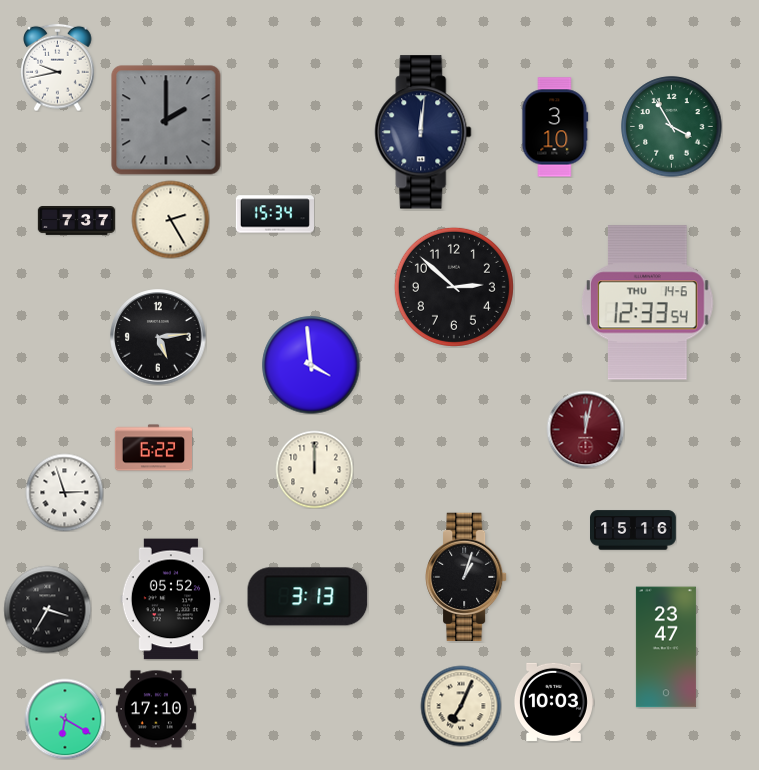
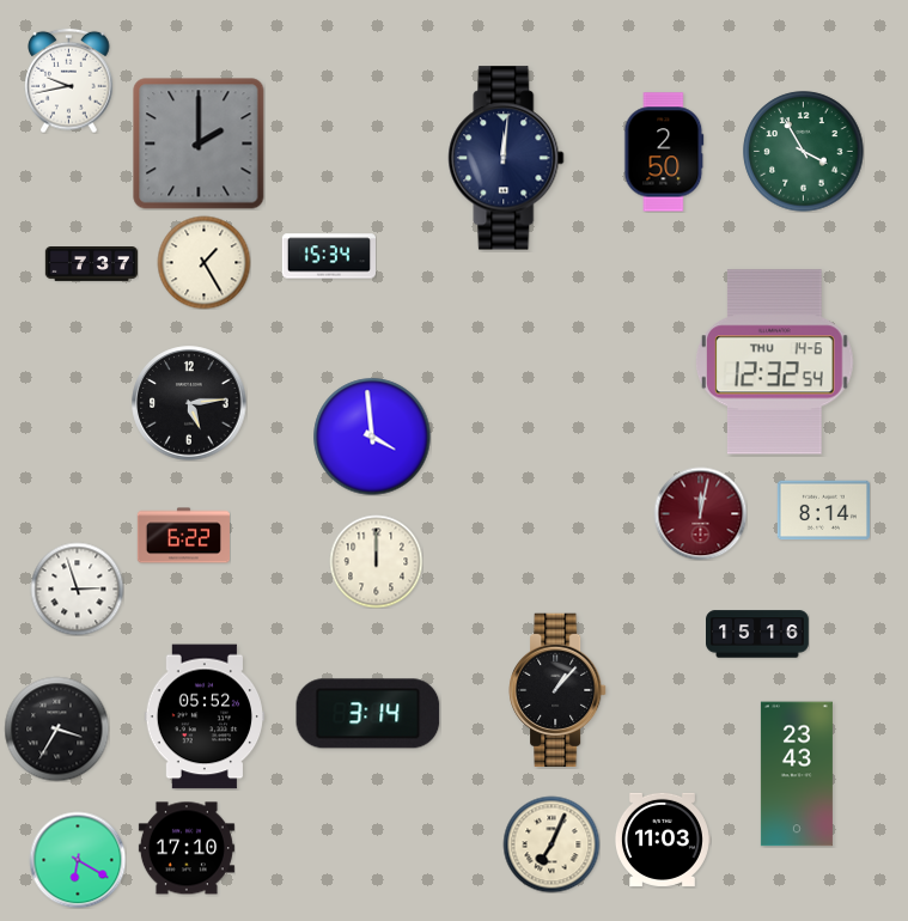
clock at (555, 127): 3:10 -> 2:50
clock at (170, 219): 2:25 -> 1:25
clock at (454, 287): 2:52 -> none
clock at (648, 303): 12:33 -> 12:32
clock at (823, 511): none -> 8:14
clock at (466, 577): 1:03 -> 1:07
clock at (308, 597): 3:13 -> 3:14
clock at (666, 647): 23:47 -> 23:43
clock at (554, 702): 10:03 -> 11:03
